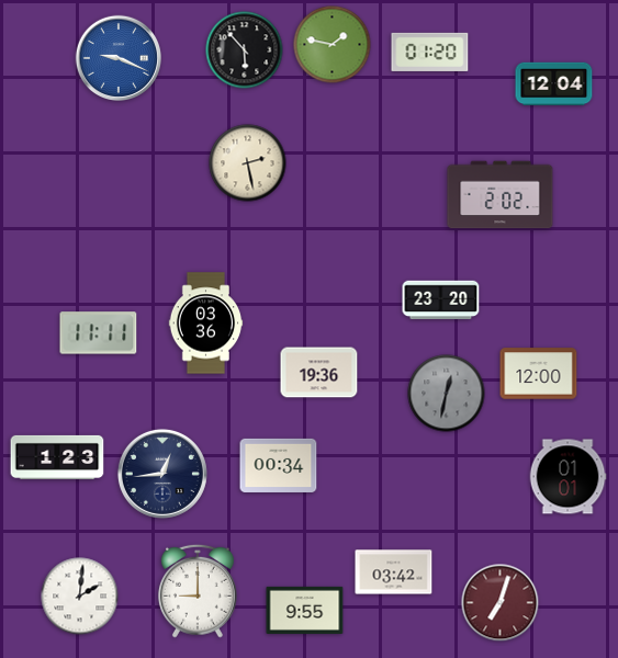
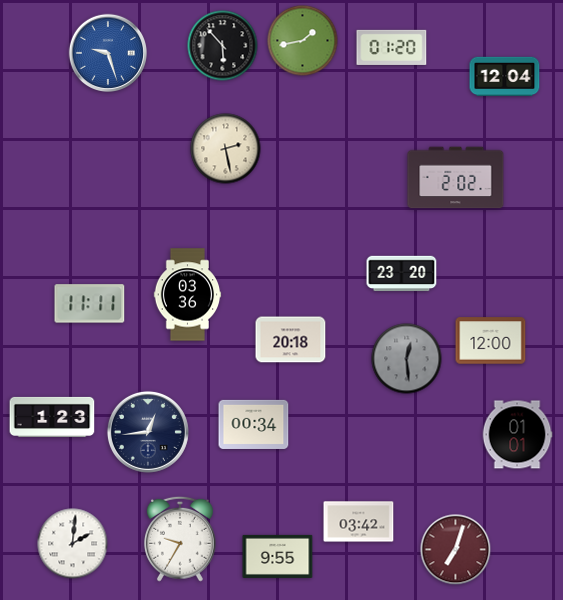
clock at (333, 45): 1:47 -> 1:43
clock at (117, 57): 9:19 -> 9:27
clock at (319, 373): 19:36 -> 20:18
clock at (447, 394): 12:32 -> 12:29
clock at (198, 591): 9:00 -> 9:35
